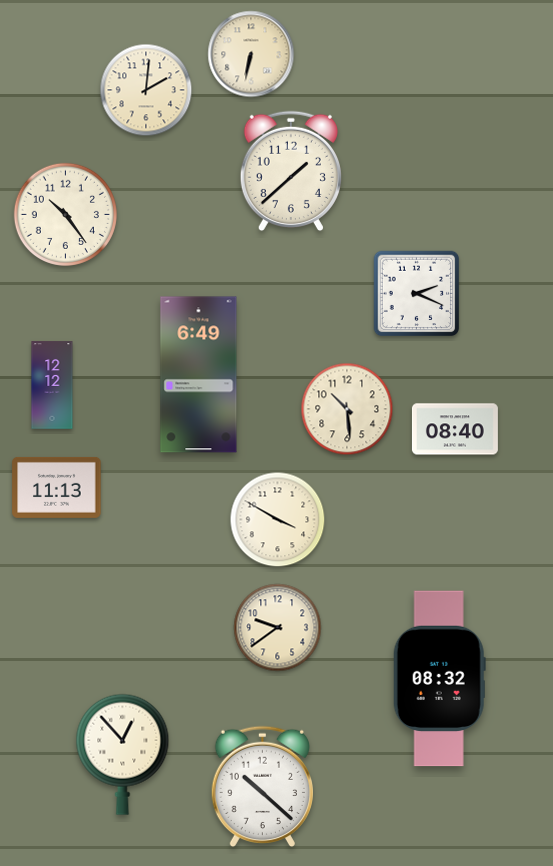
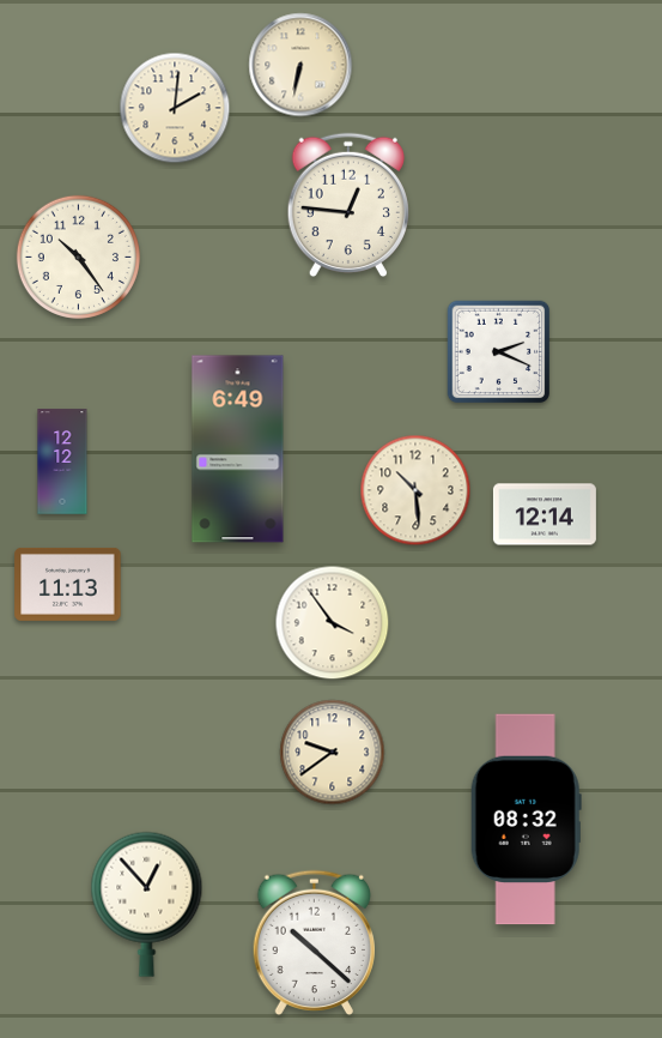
clock at (291, 171): 1:38 -> 12:46
clock at (455, 429): 08:40 -> 12:14
clock at (278, 520): 3:50 -> 3:54
clock at (439, 679) position: (439, 679) -> (526, 820)
